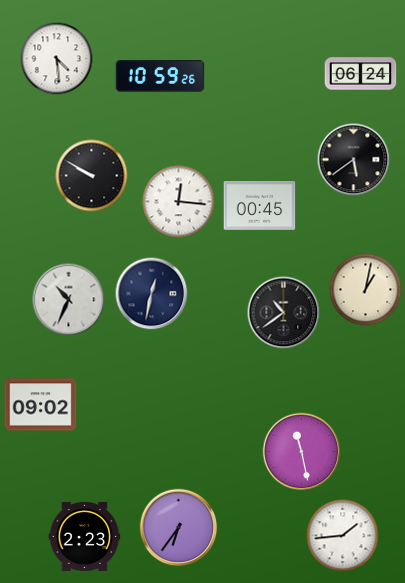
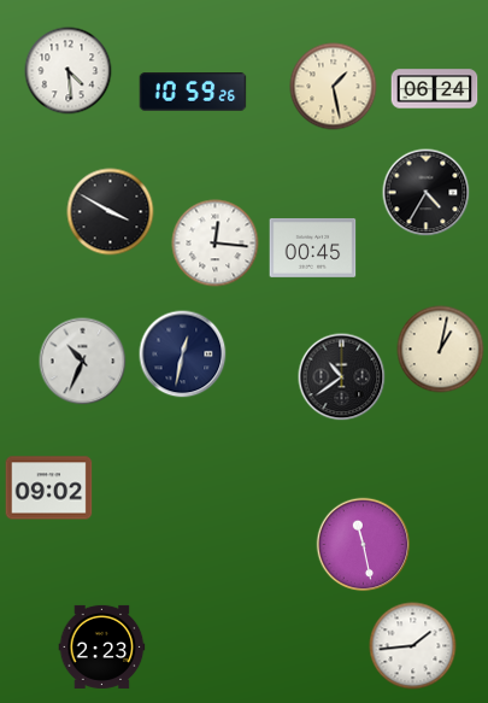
clock at (334, 87): none -> 1:28
clock at (354, 160): 5:39 -> 4:35
clock at (92, 176): 9:50 -> 3:50
clock at (179, 528): 6:36 -> none
